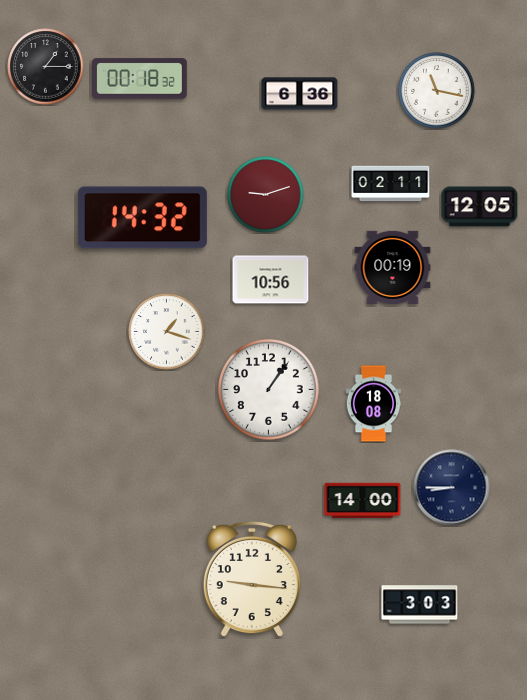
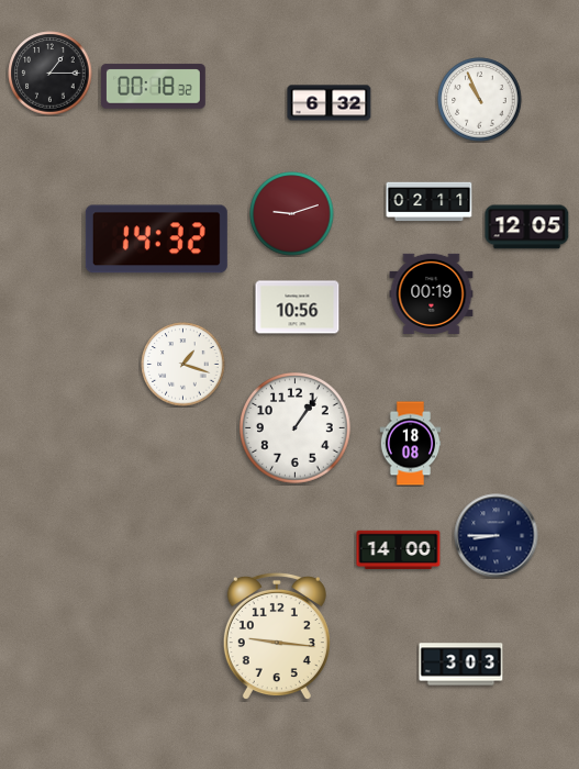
clock at (437, 91): 11:17 -> 10:56
clock at (300, 94): 6:36 -> 6:32
